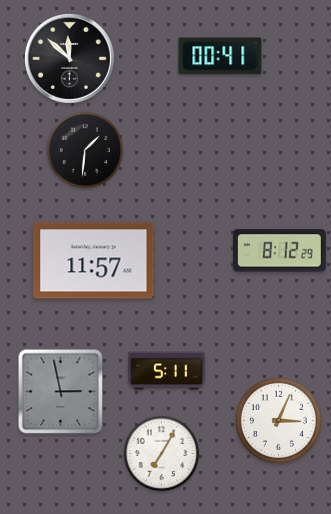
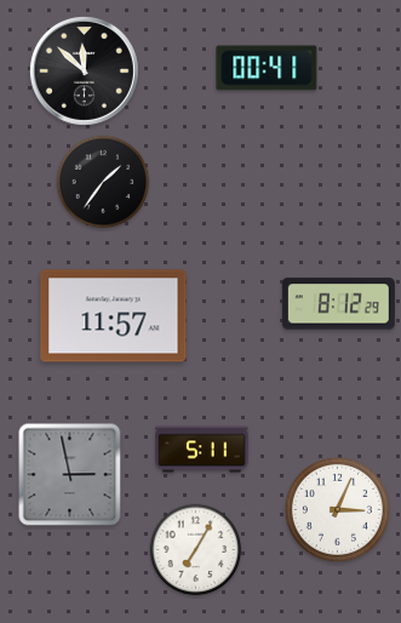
clock at (85, 150): 1:31 -> 1:36
clock at (61, 392) position: (61, 392) -> (70, 475)
